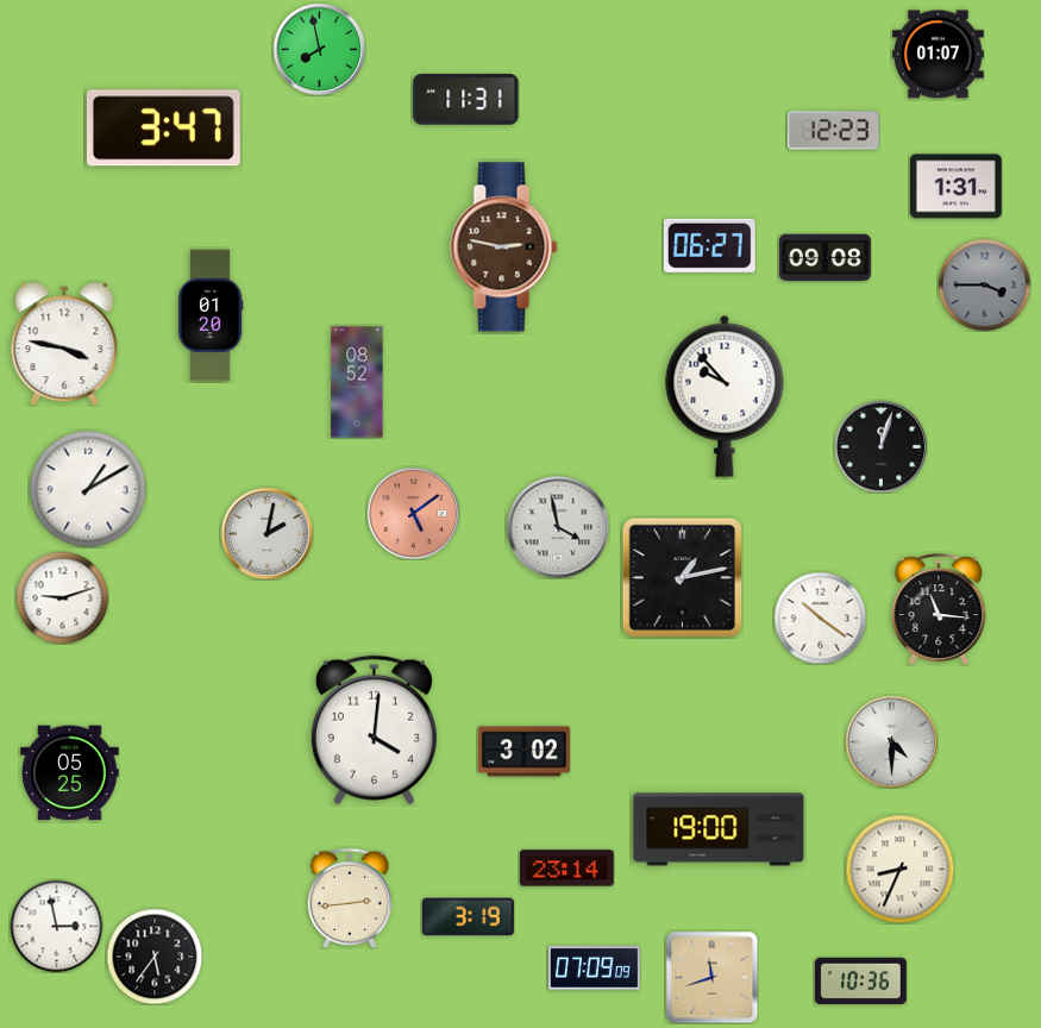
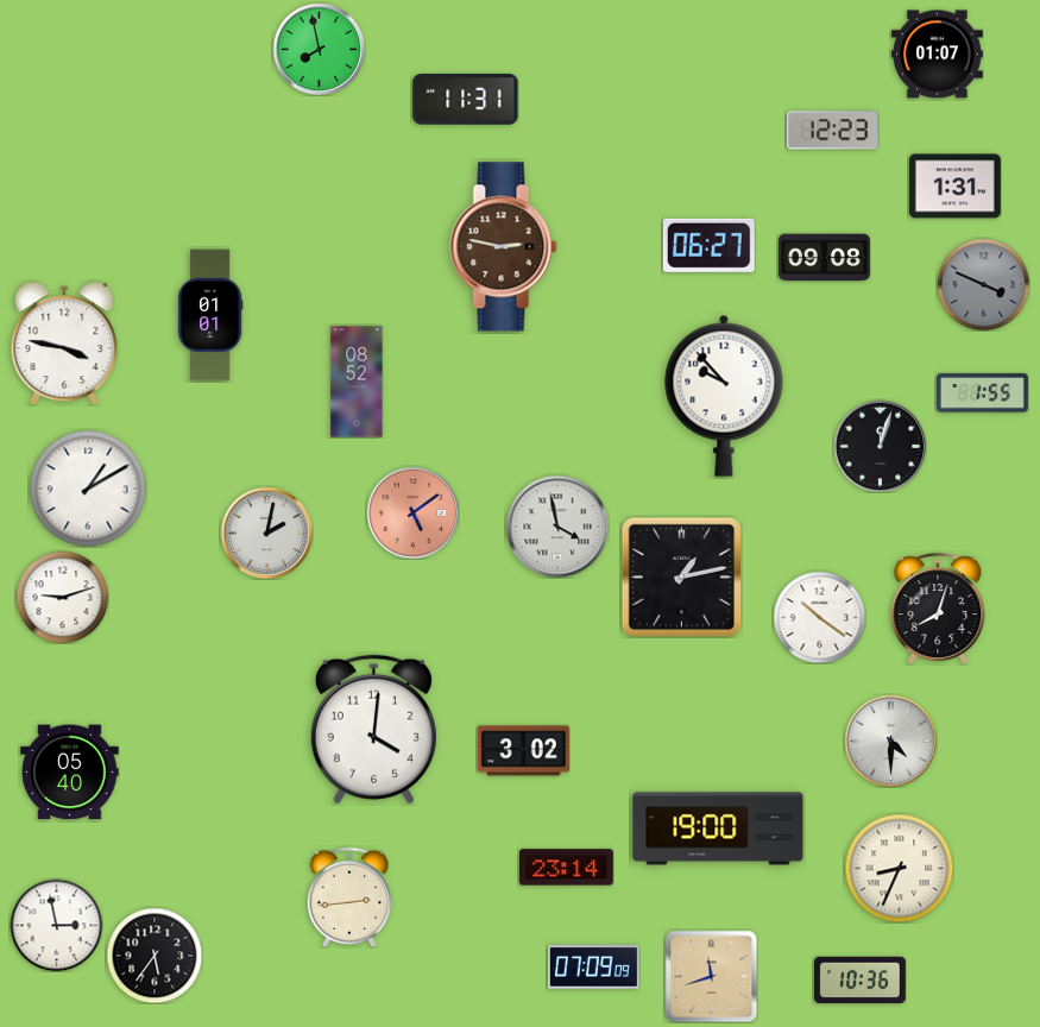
clock at (163, 128): 3:47 -> none
clock at (984, 284): 3:45 -> 3:49
clock at (211, 315): 01:20 -> 01:01
clock at (983, 393): none -> 1:55
clock at (939, 609): 11:16 -> 8:03
clock at (70, 773): 05:25 -> 05:40
clock at (468, 917): 3:19 -> none
